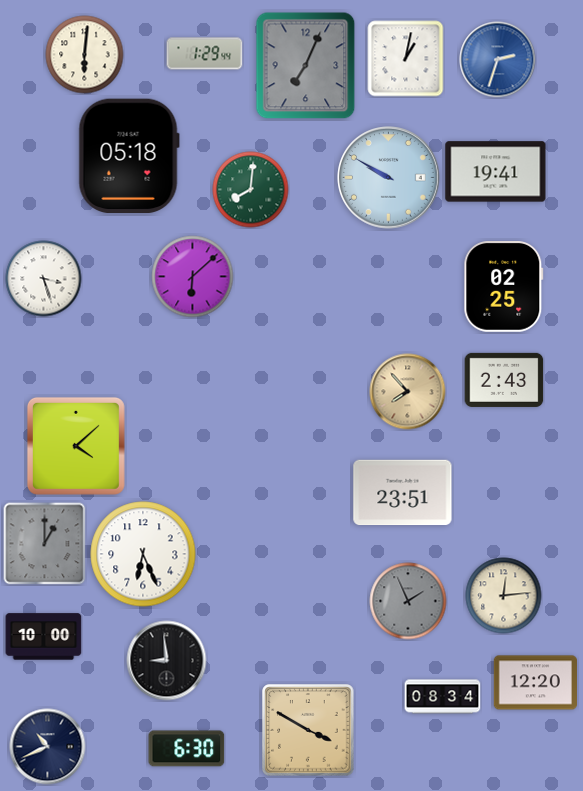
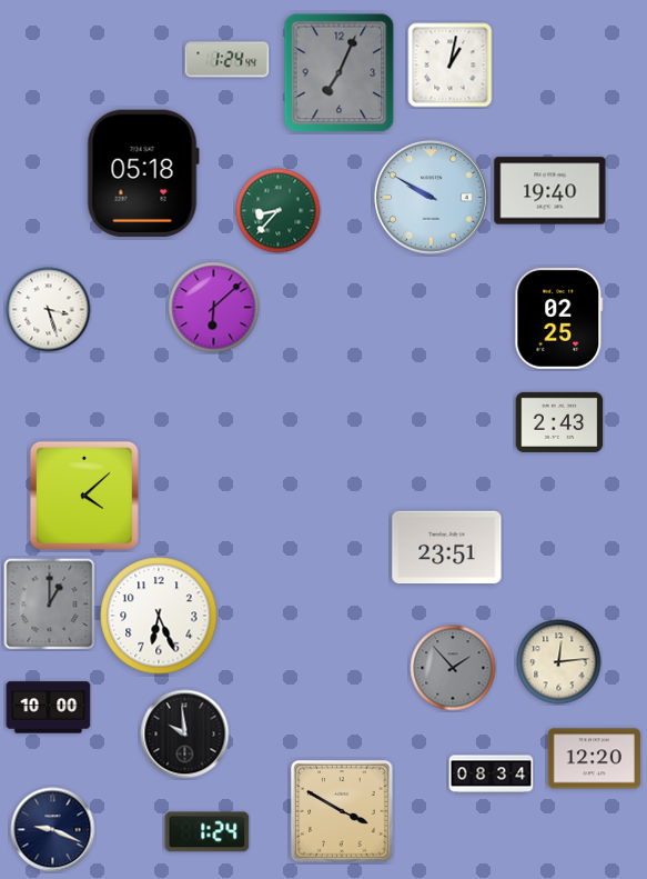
clock at (205, 54): 1:29 -> 1:24
clock at (85, 55): 6:01 -> none
clock at (498, 60): 2:33 -> none
clock at (496, 172): 19:41 -> 19:40
clock at (251, 190): 8:01 -> 8:37
clock at (408, 392): 7:53 -> none
clock at (408, 601): 1:56 -> 1:53
clock at (167, 661): 8:59 -> 9:59
clock at (48, 747): 10:41 -> 9:19
clock at (187, 749): 6:30 -> 1:24
